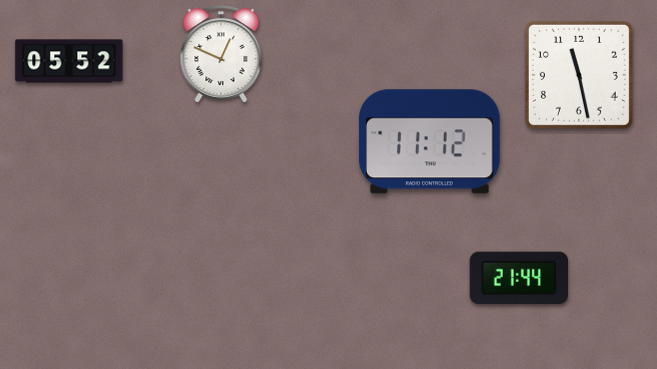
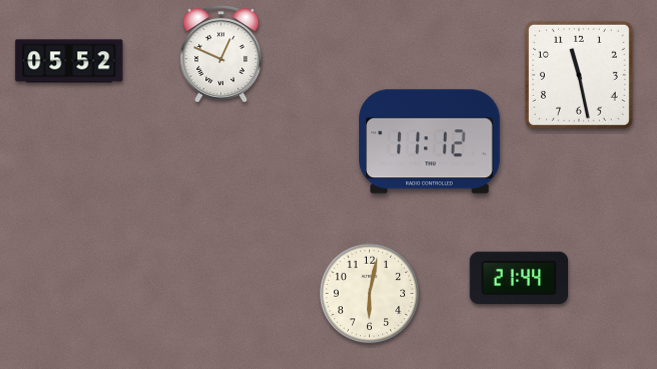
clock at (370, 294): none -> 6:02
